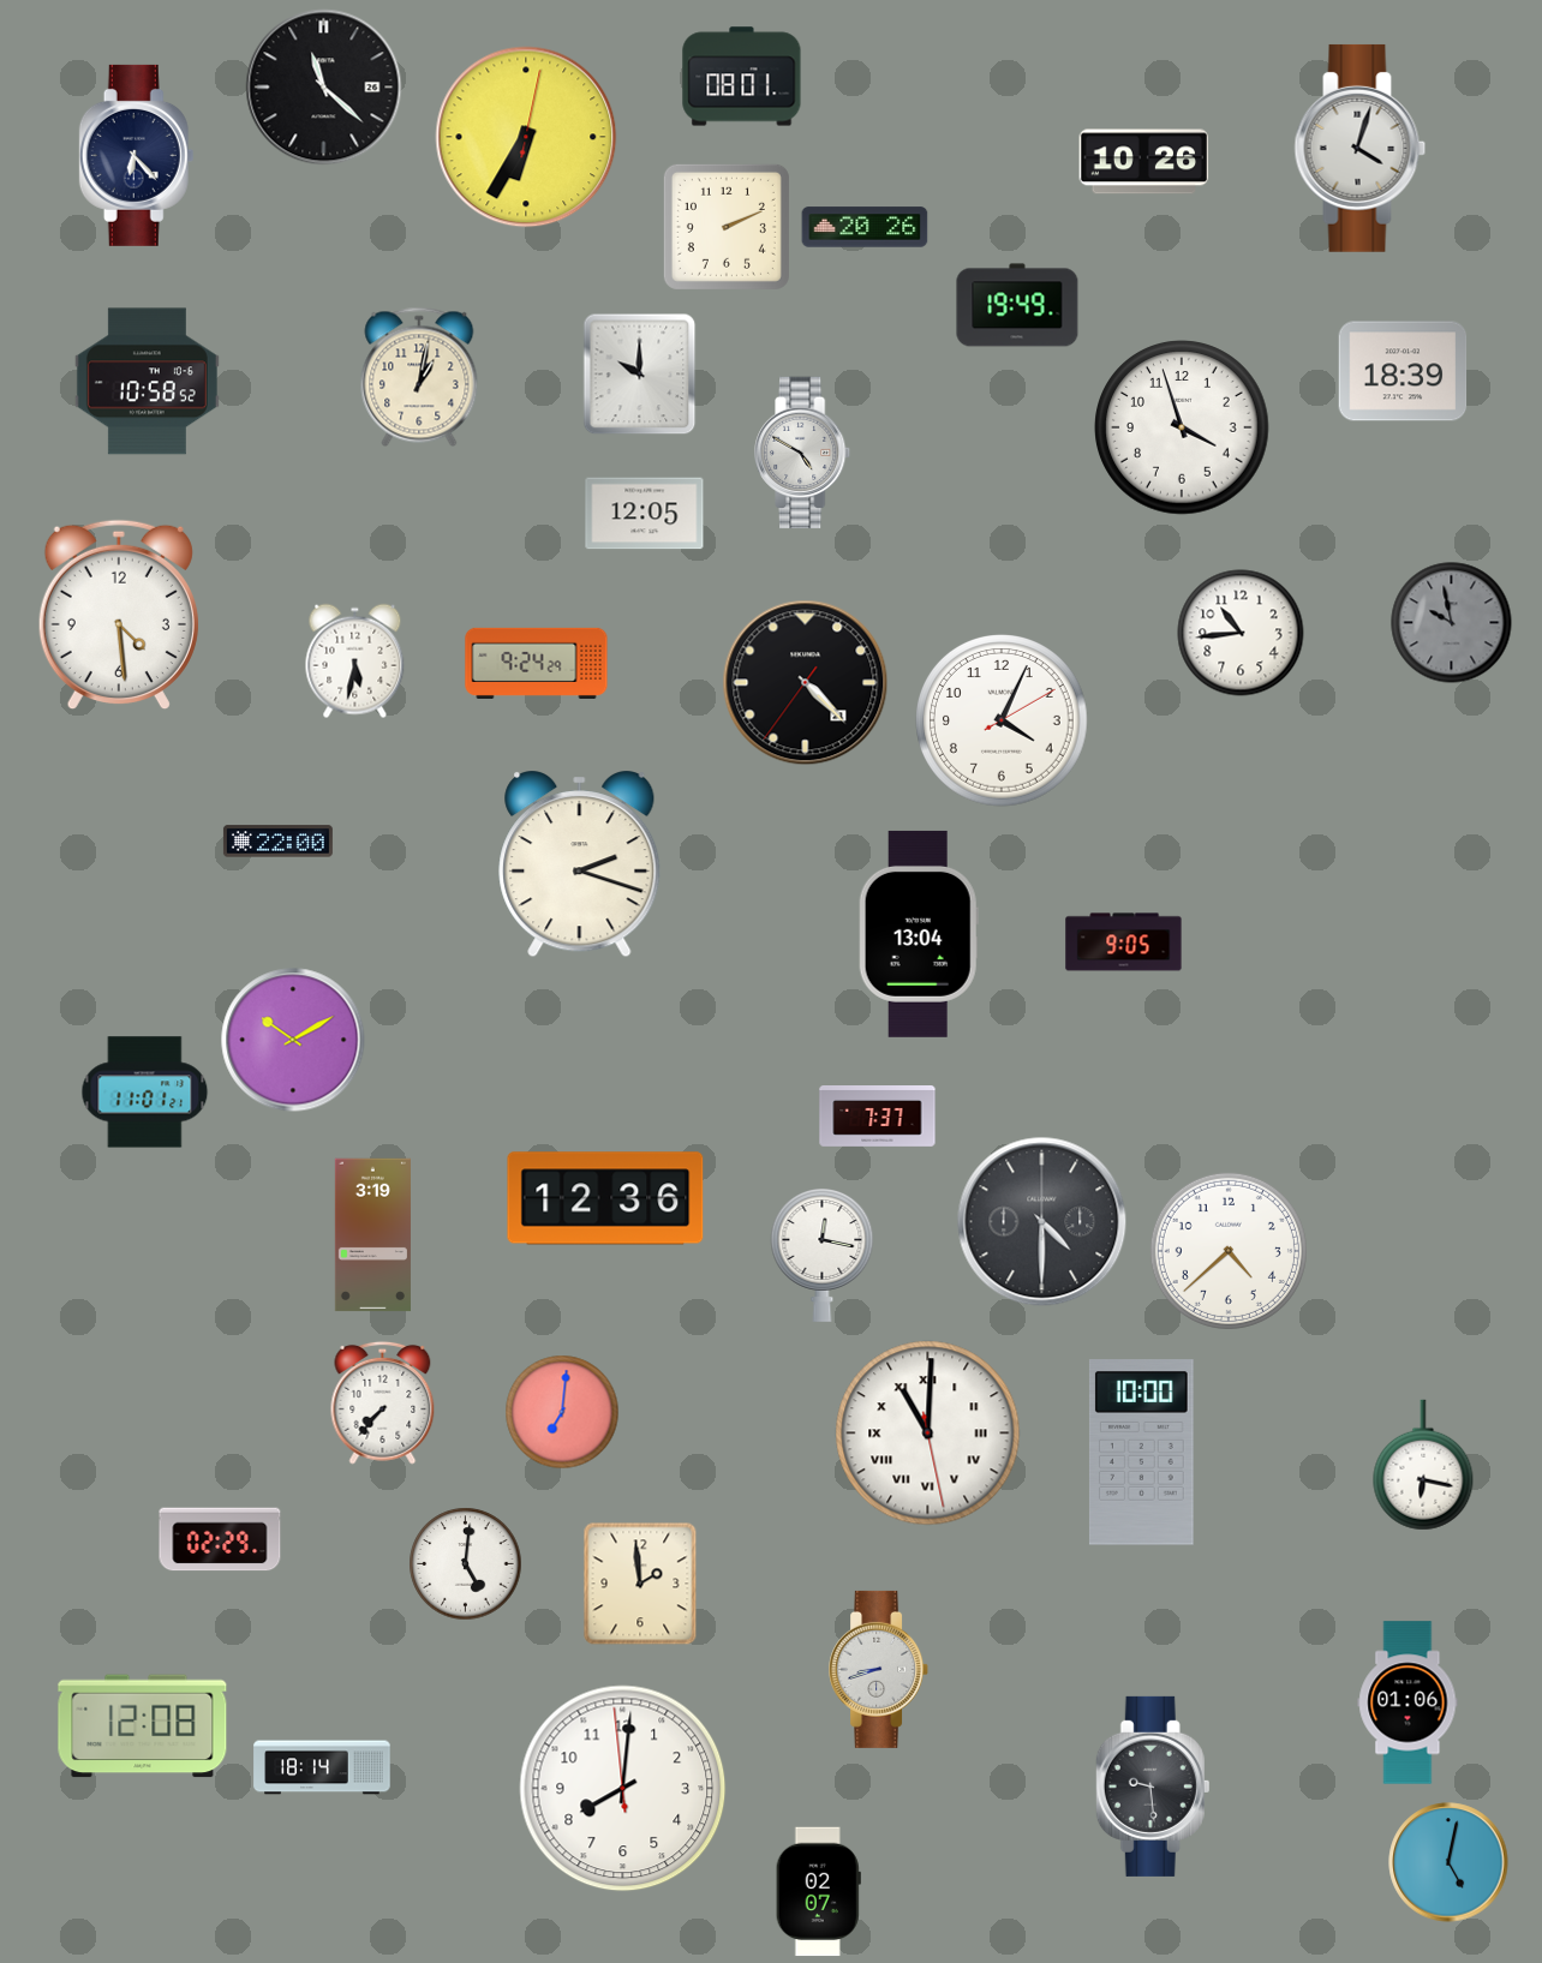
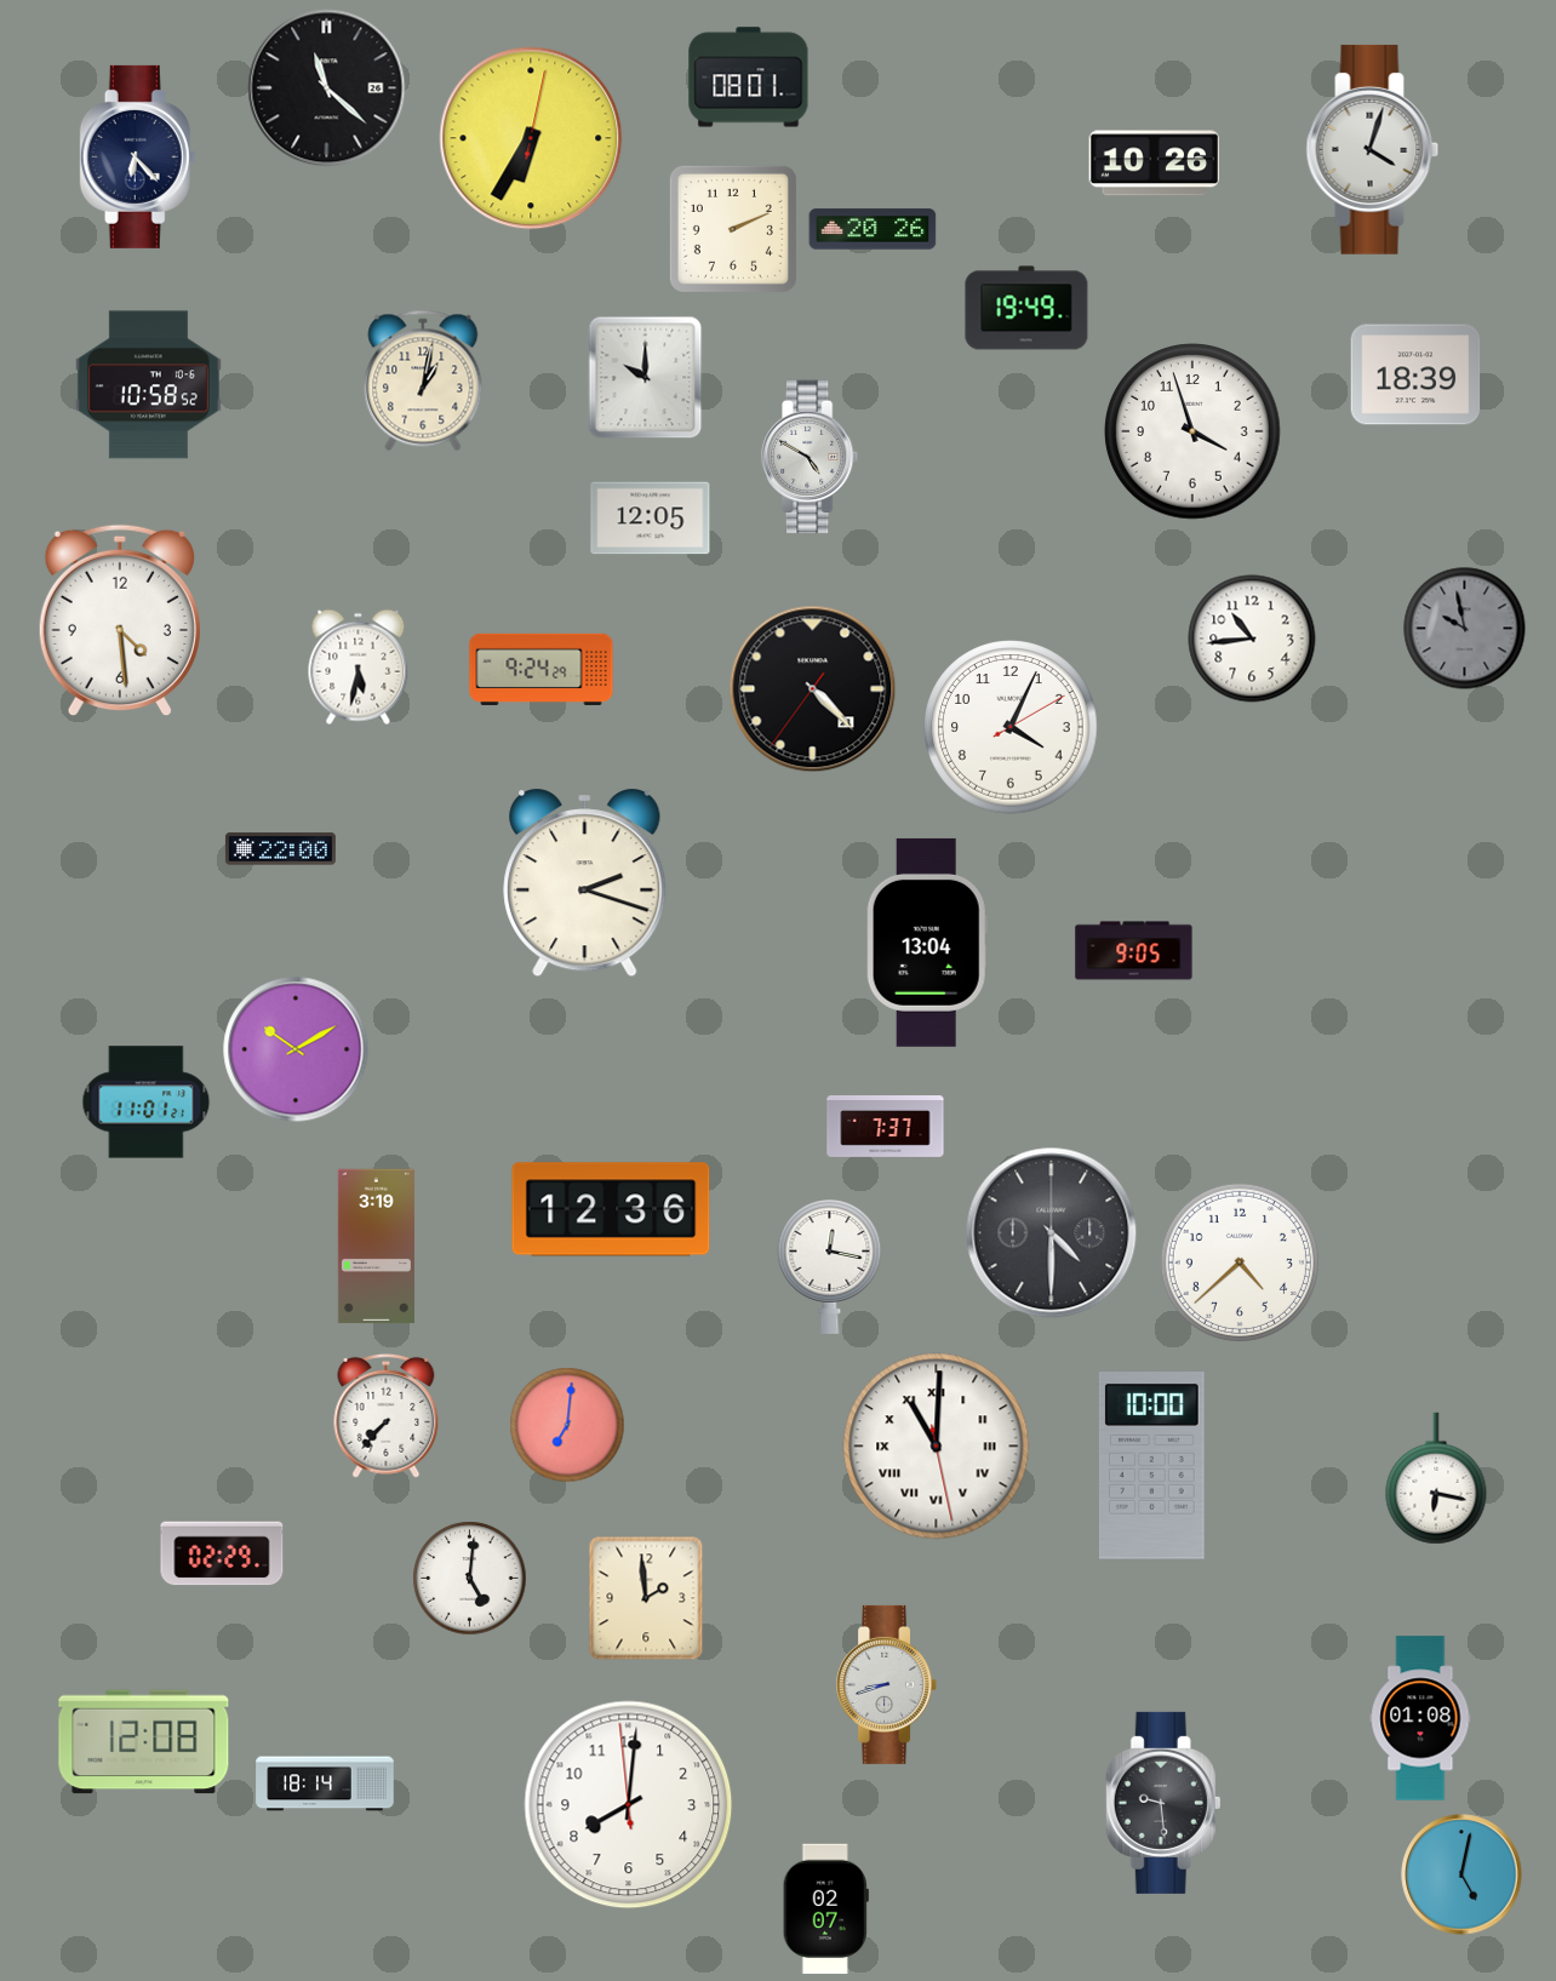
clock at (580, 864) position: (580, 864) -> (585, 883)
clock at (1407, 1702): 01:06 -> 01:08
clock at (1448, 1862) position: (1448, 1862) -> (1461, 1874)
